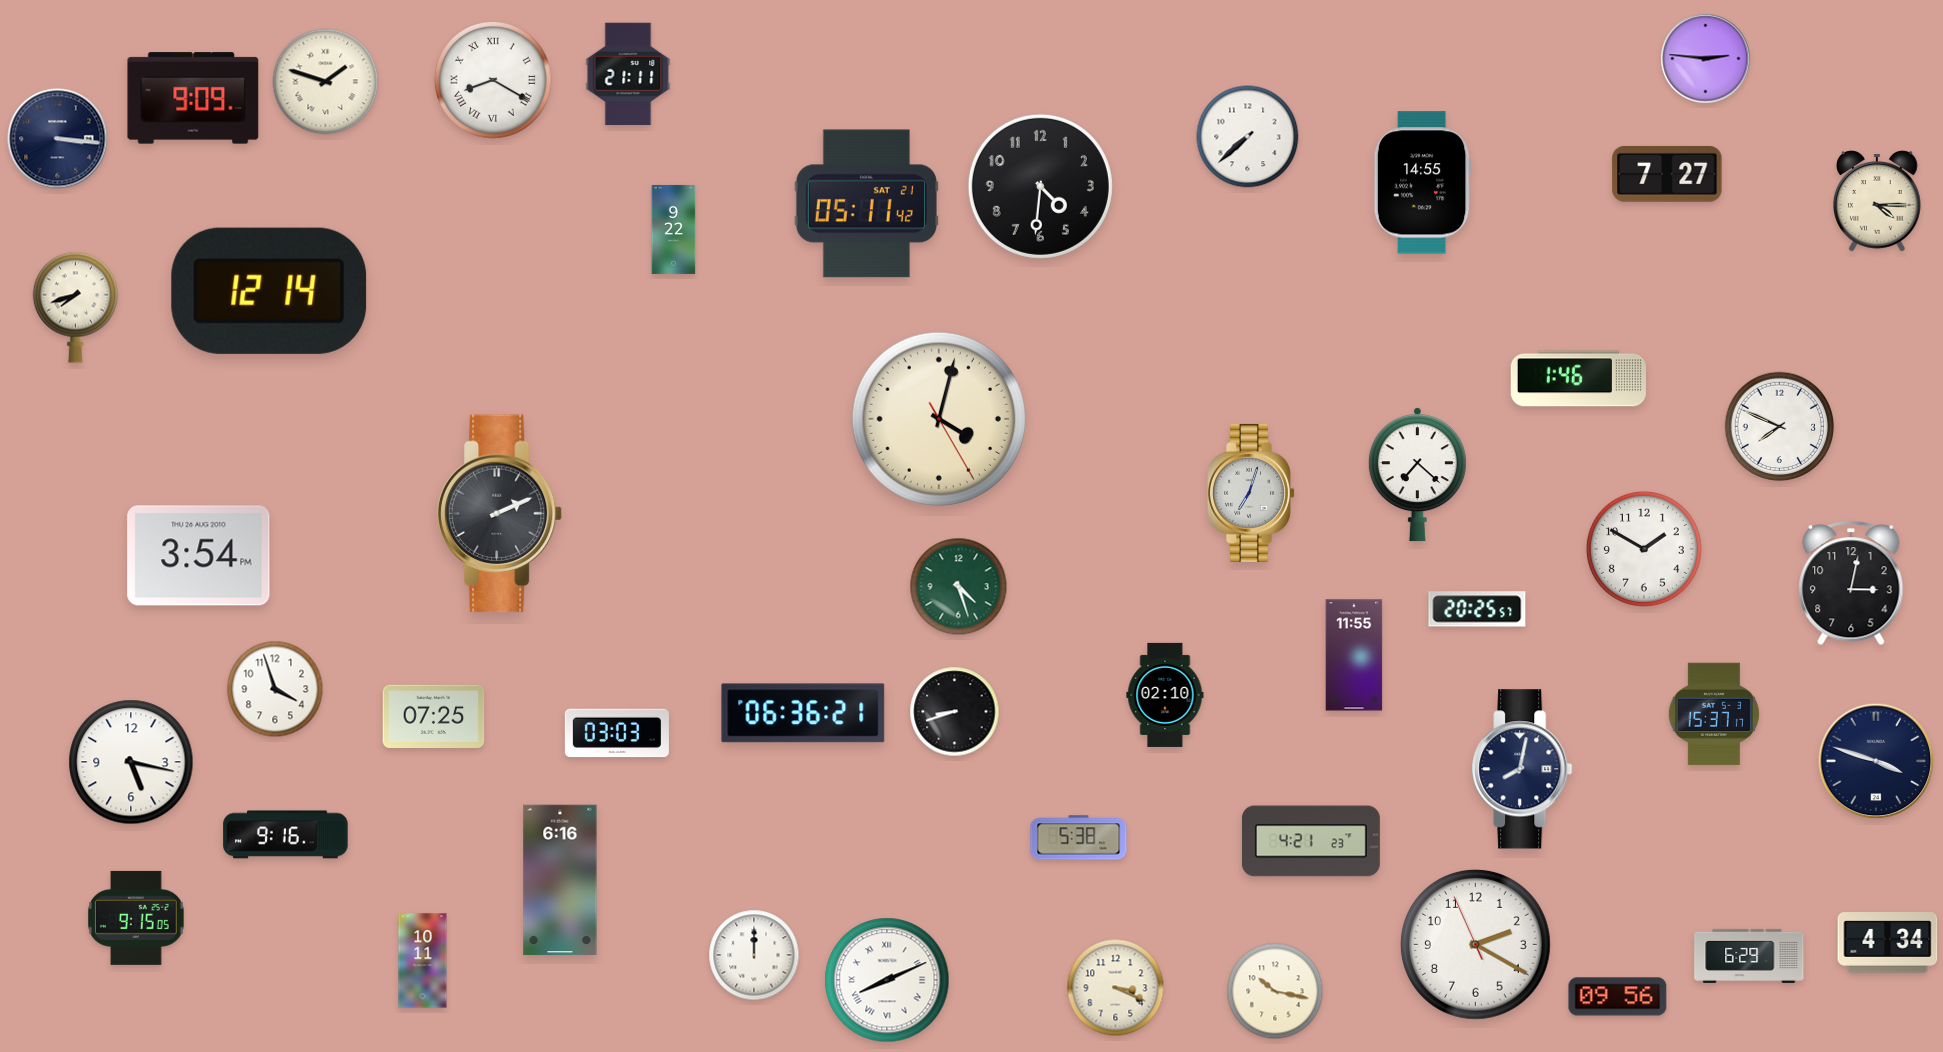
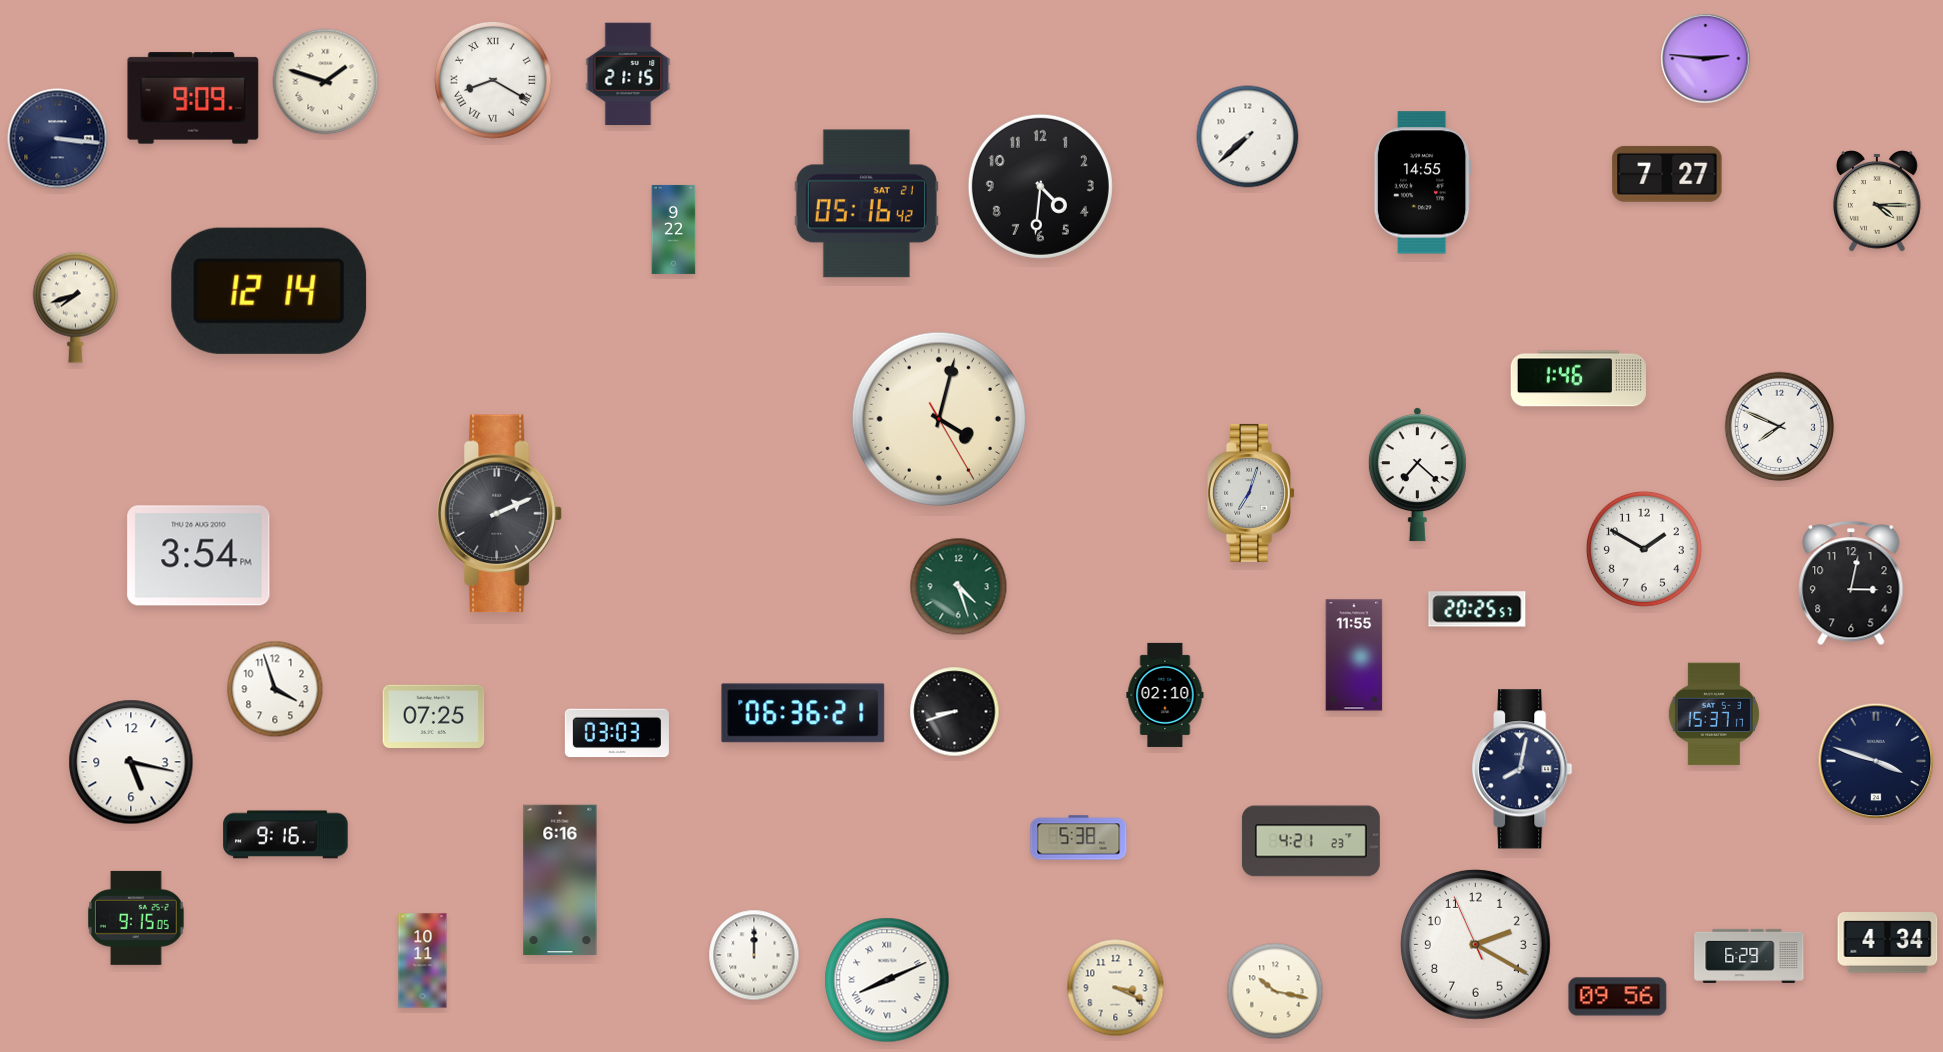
clock at (628, 74): 21:11 -> 21:15
clock at (866, 204): 05:11 -> 05:16
